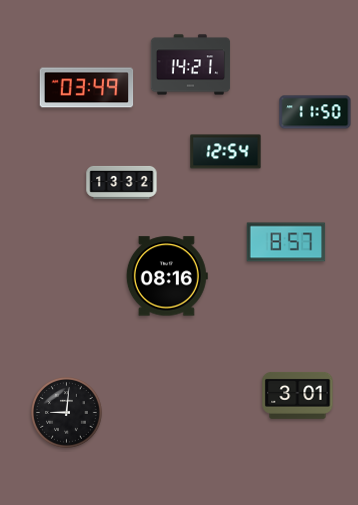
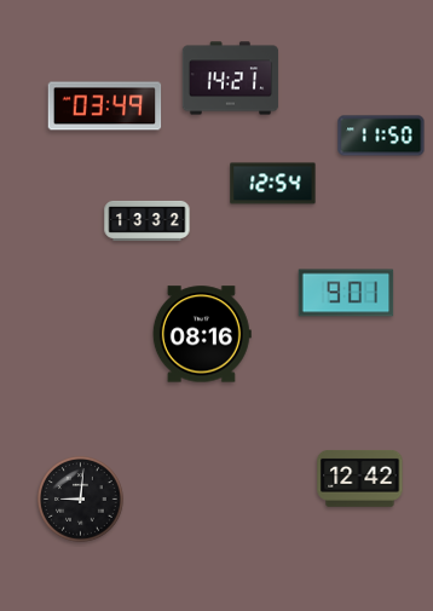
clock at (286, 242): 8:57 -> 9:01
clock at (298, 395): 3:01 -> 12:42
